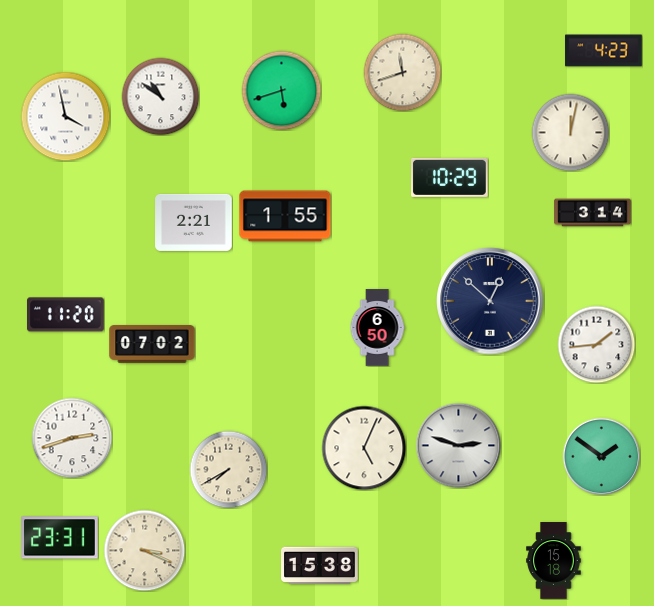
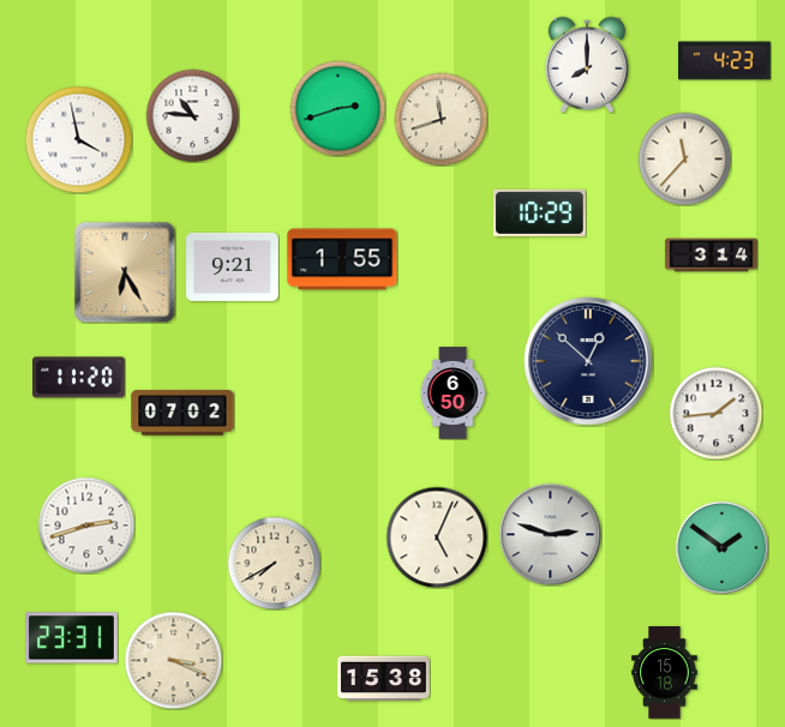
clock at (586, 65): none -> 8:00
clock at (402, 72) position: (402, 72) -> (441, 119)
clock at (281, 90): 5:42 -> 2:42
clock at (160, 96): 10:51 -> 10:46
clock at (570, 132): 12:02 -> 11:37
clock at (194, 222): 2:21 -> 9:21
clock at (125, 272): none -> 6:25
clock at (60, 538) position: (60, 538) -> (72, 638)
